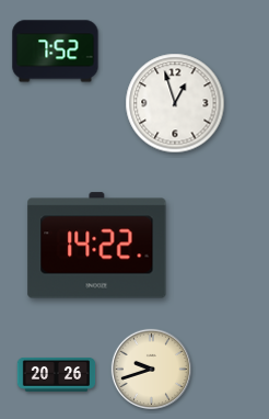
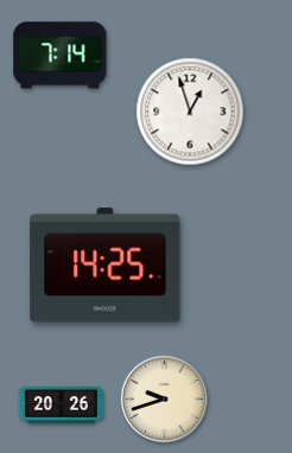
clock at (56, 52): 7:52 -> 7:14
clock at (97, 246): 14:22 -> 14:25
